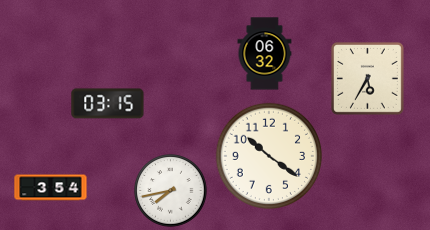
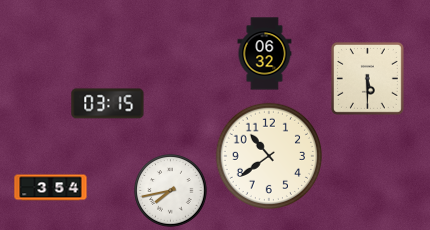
clock at (367, 78): 5:35 -> 5:30
clock at (268, 155): 10:21 -> 10:39
